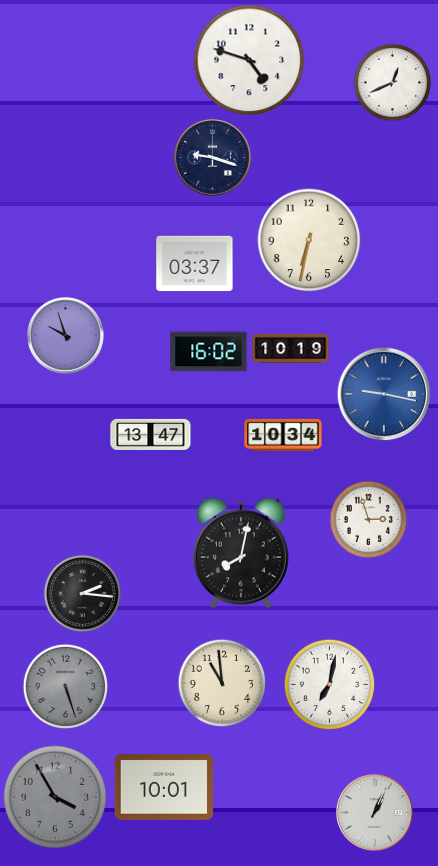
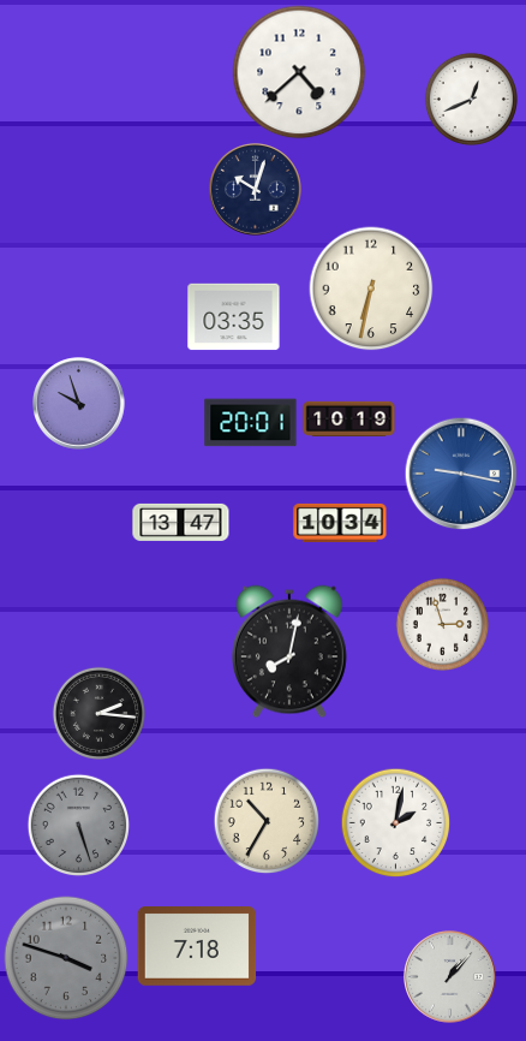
clock at (249, 60): 4:48 -> 4:38
clock at (213, 158): 9:18 -> 10:03
clock at (195, 264): 03:37 -> 03:35
clock at (209, 352): 16:02 -> 20:01
clock at (241, 553) position: (241, 553) -> (289, 652)
clock at (222, 683): 10:59 -> 10:35
clock at (329, 684): 7:02 -> 2:02
clock at (164, 788): 10:01 -> 7:18
clock at (55, 797): 3:55 -> 3:48
clock at (375, 813): 1:04 -> 1:07
